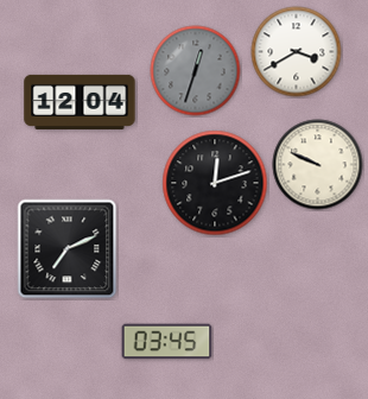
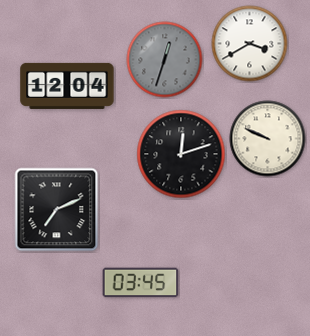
clock at (167, 342) position: (167, 342) -> (141, 283)
